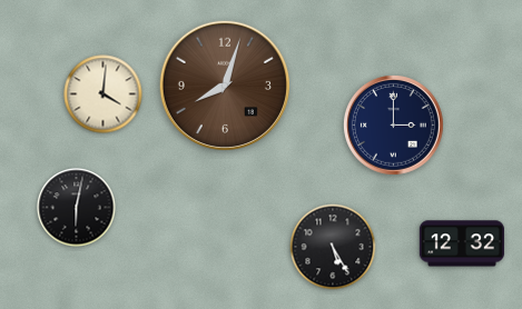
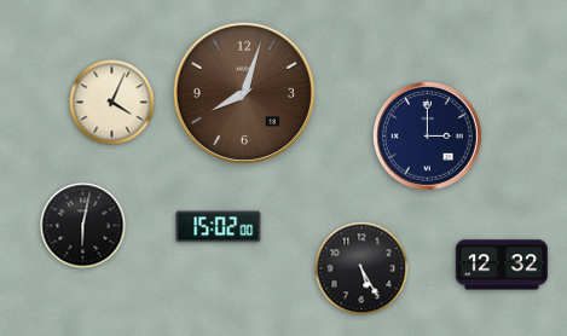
clock at (104, 94): 4:01 -> 4:04
clock at (219, 227): none -> 15:02
